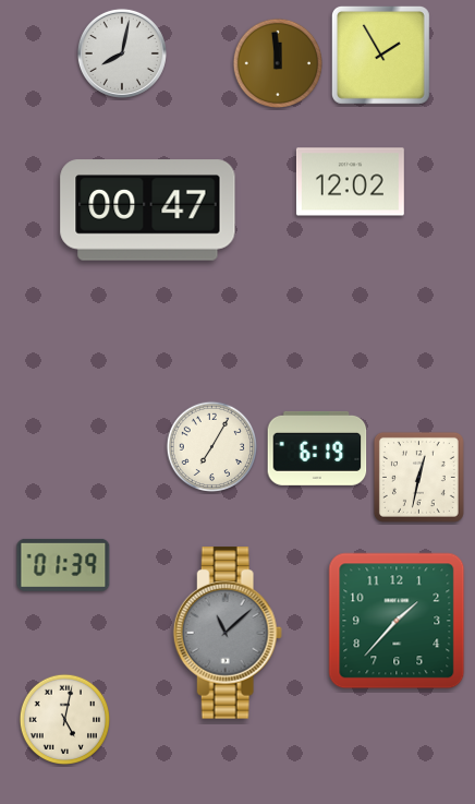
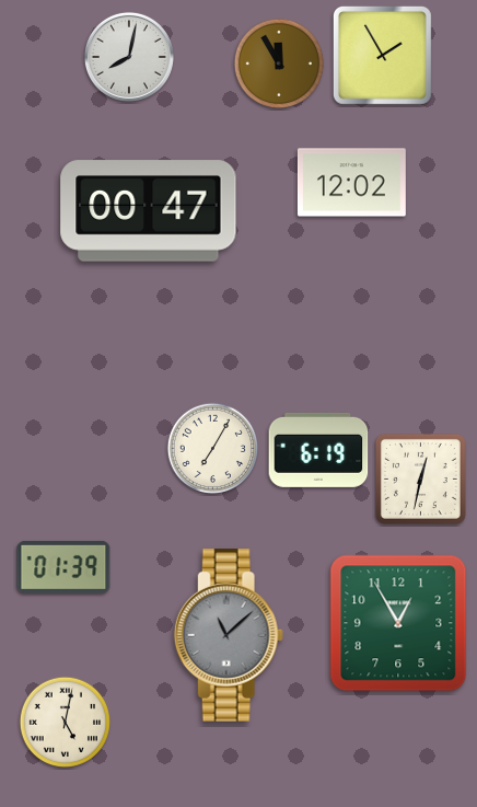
clock at (122, 53) position: (122, 53) -> (129, 57)
clock at (277, 62): 11:59 -> 11:55
clock at (397, 621): 1:37 -> 12:55
